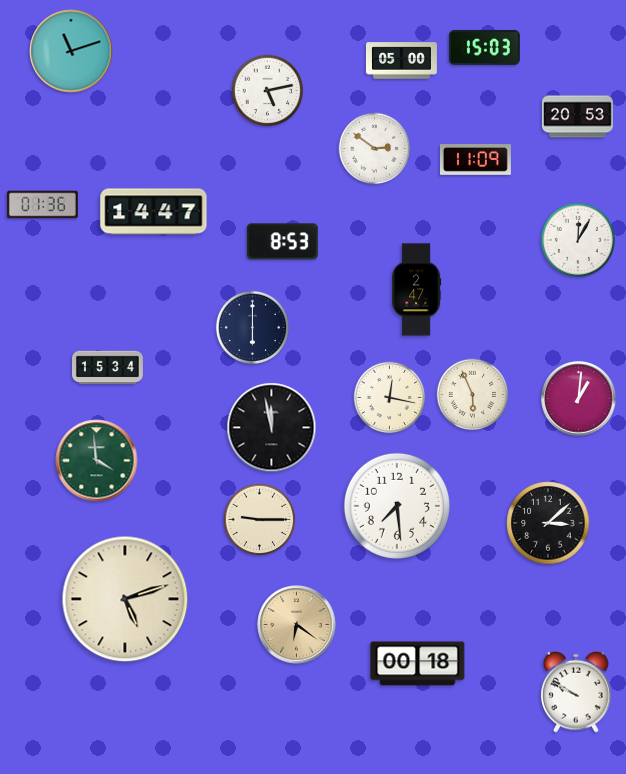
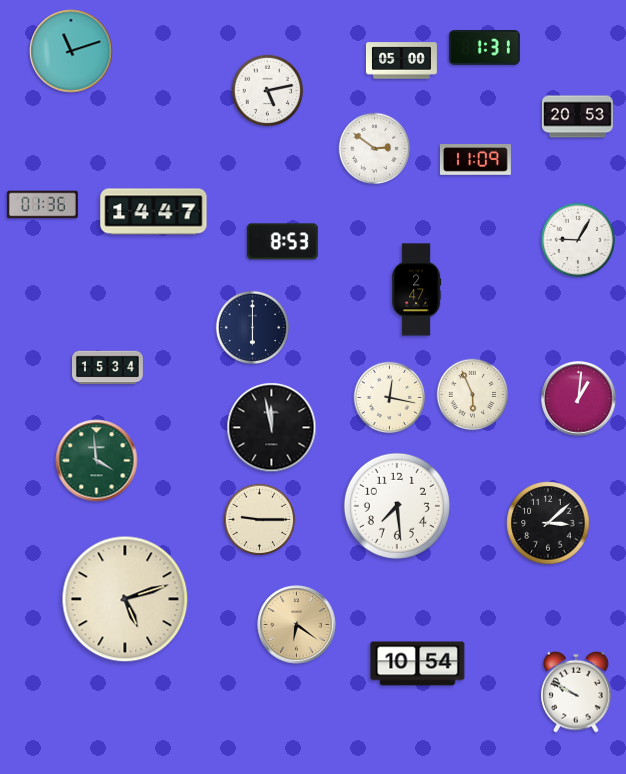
clock at (484, 47): 15:03 -> 1:31
clock at (577, 239): 12:05 -> 9:05
clock at (418, 664): 00:18 -> 10:54
